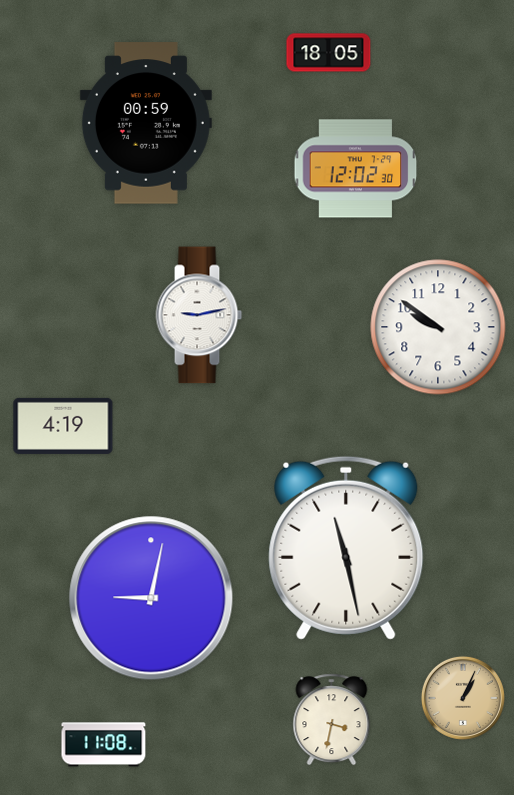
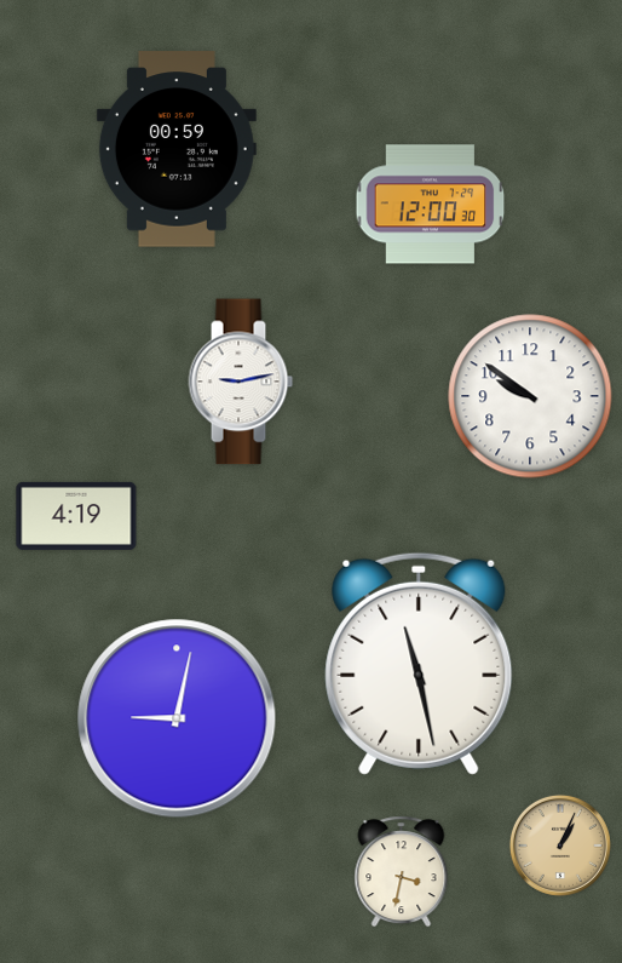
clock at (329, 53): 18:05 -> none
clock at (356, 169): 12:02 -> 12:00
clock at (151, 598) position: (151, 598) -> (177, 718)
clock at (104, 745): 11:08 -> none
